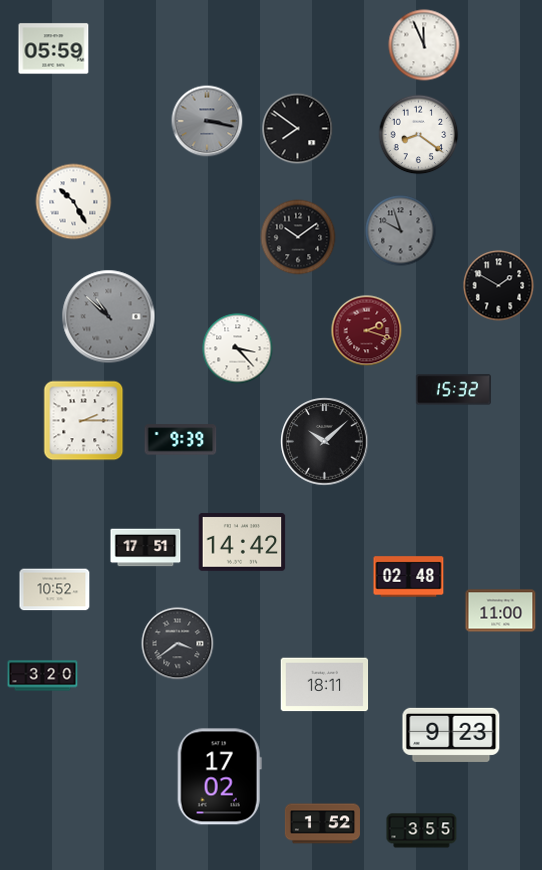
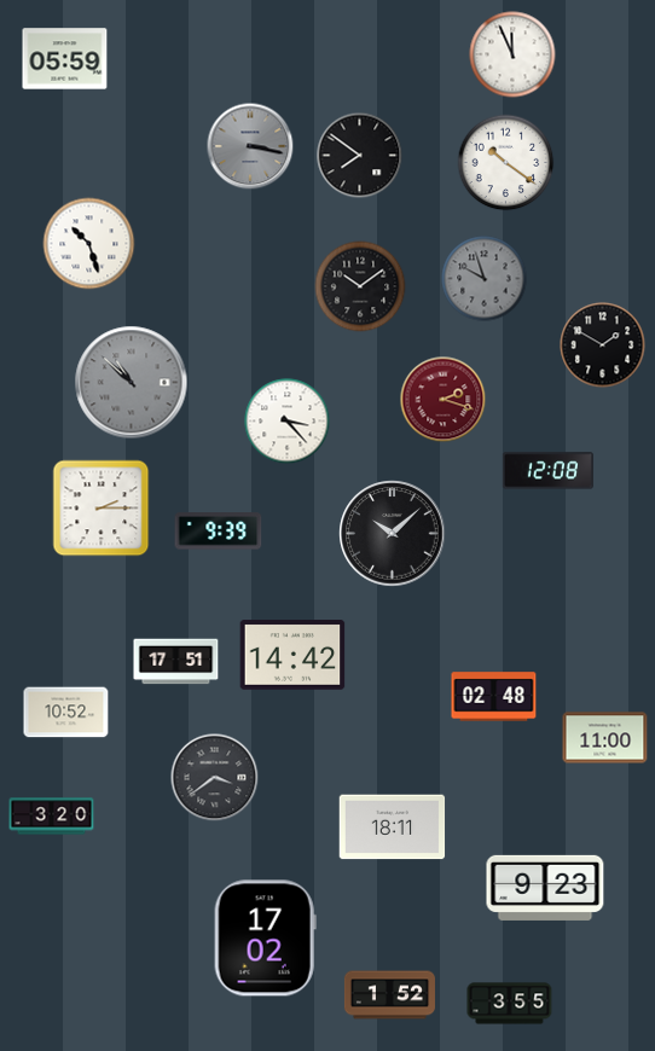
clock at (419, 135): 8:21 -> 10:21
clock at (74, 202): 10:25 -> 10:27
clock at (453, 390): 15:32 -> 12:08
